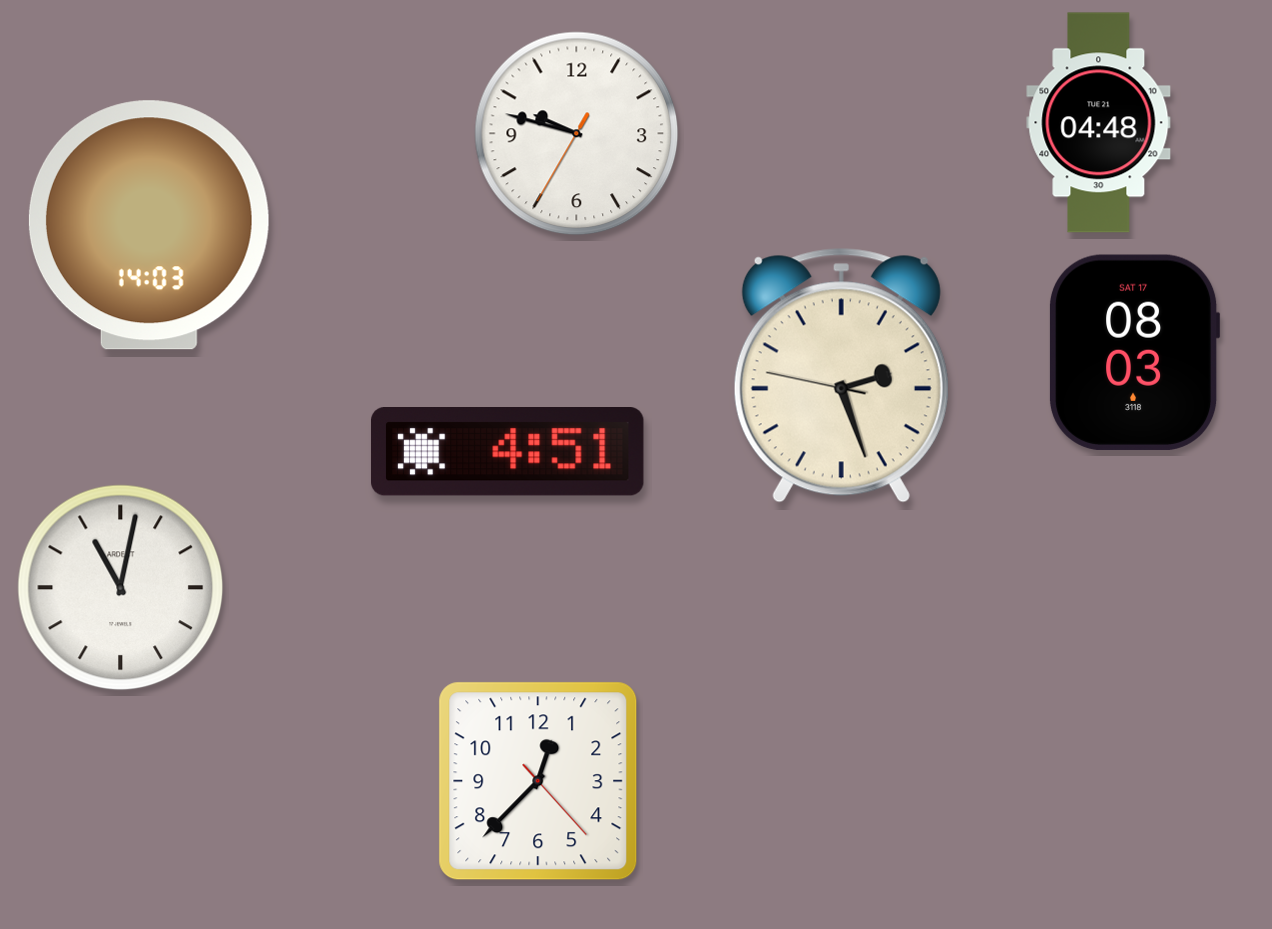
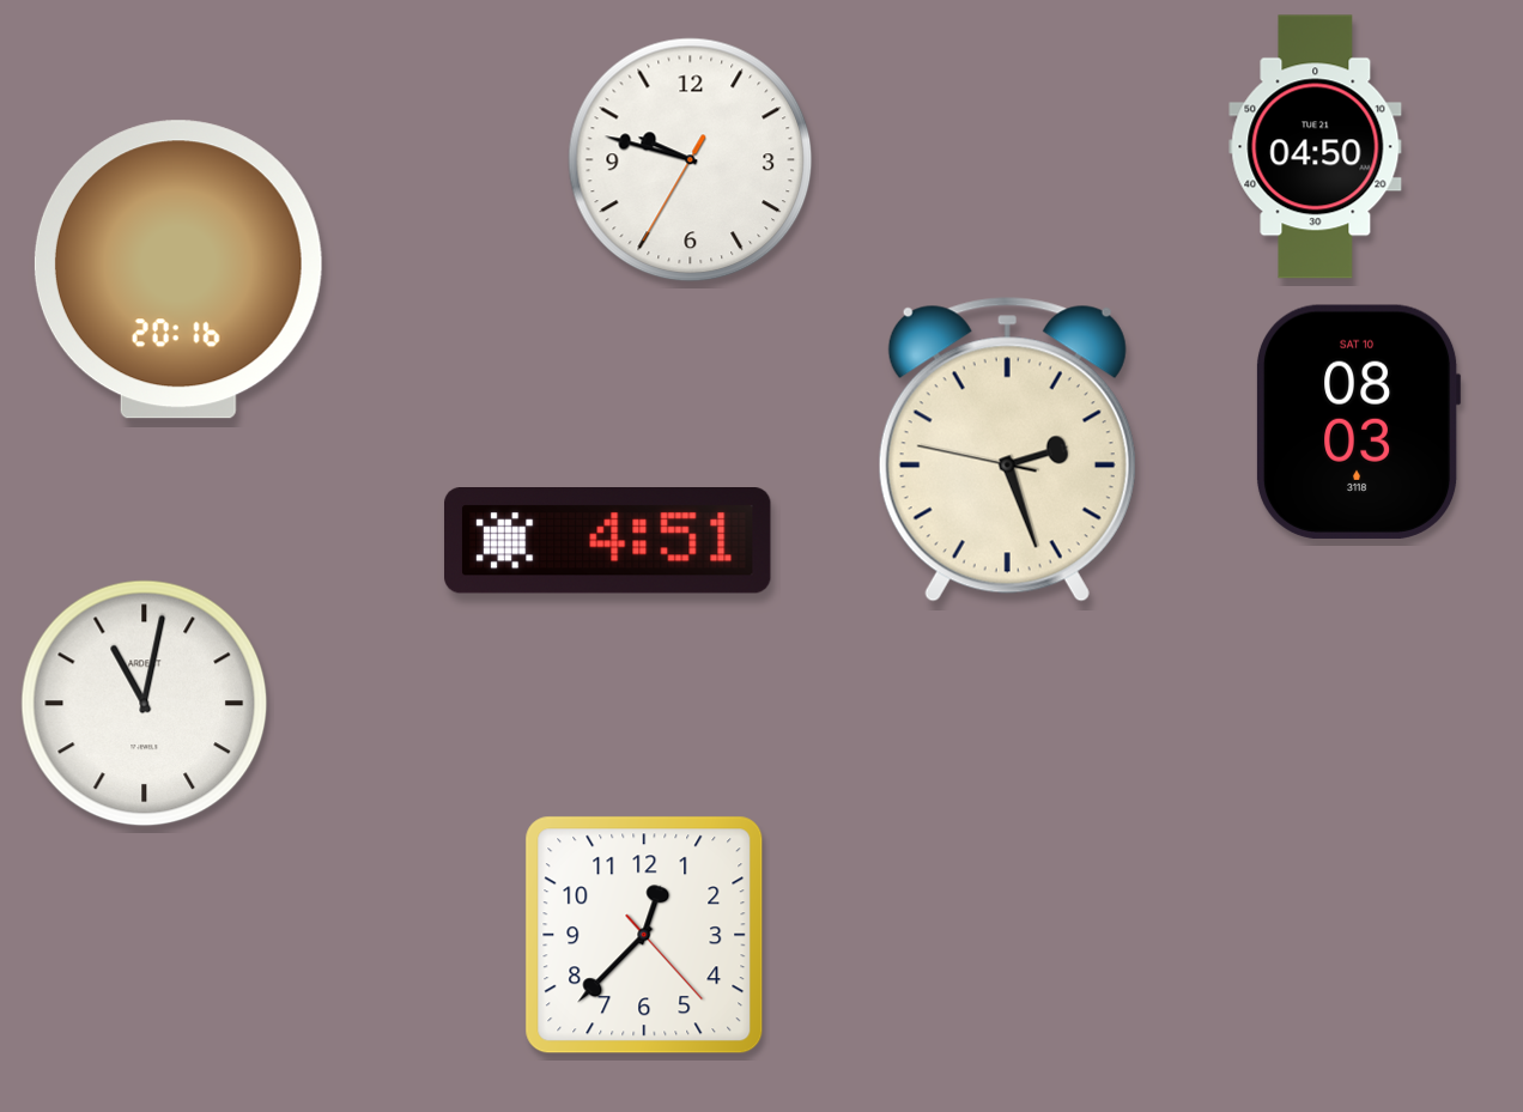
clock at (1099, 123): 04:48 -> 04:50
clock at (149, 225): 14:03 -> 20:16
clock at (1134, 352) date: SAT 17 -> SAT 10
